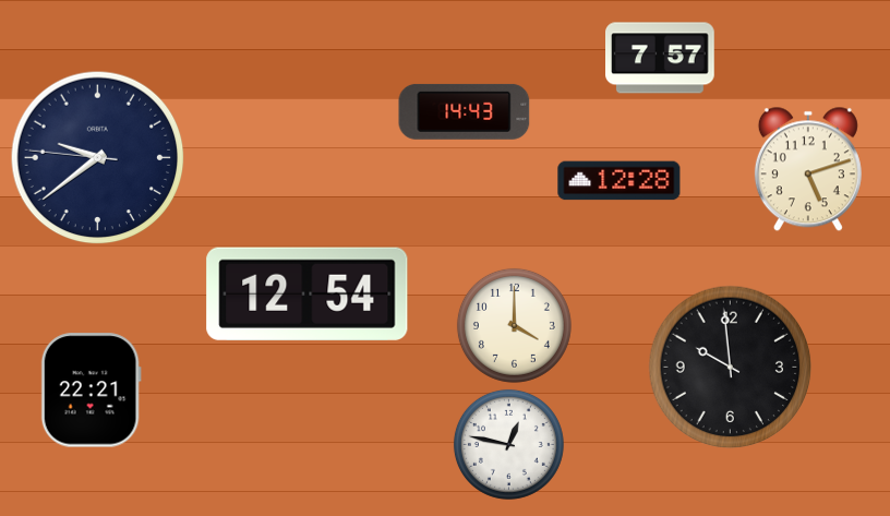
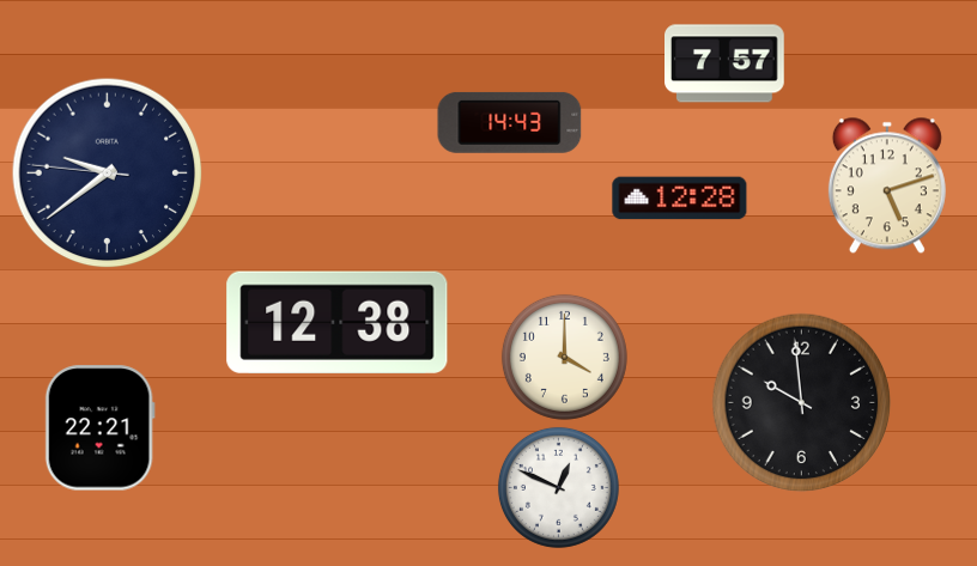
clock at (308, 293): 12:54 -> 12:38
clock at (508, 444): 12:47 -> 12:49
